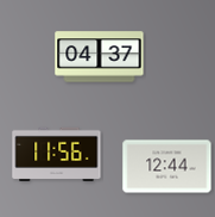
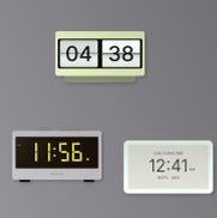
clock at (100, 57): 04:37 -> 04:38
clock at (167, 167): 12:44 -> 12:41
